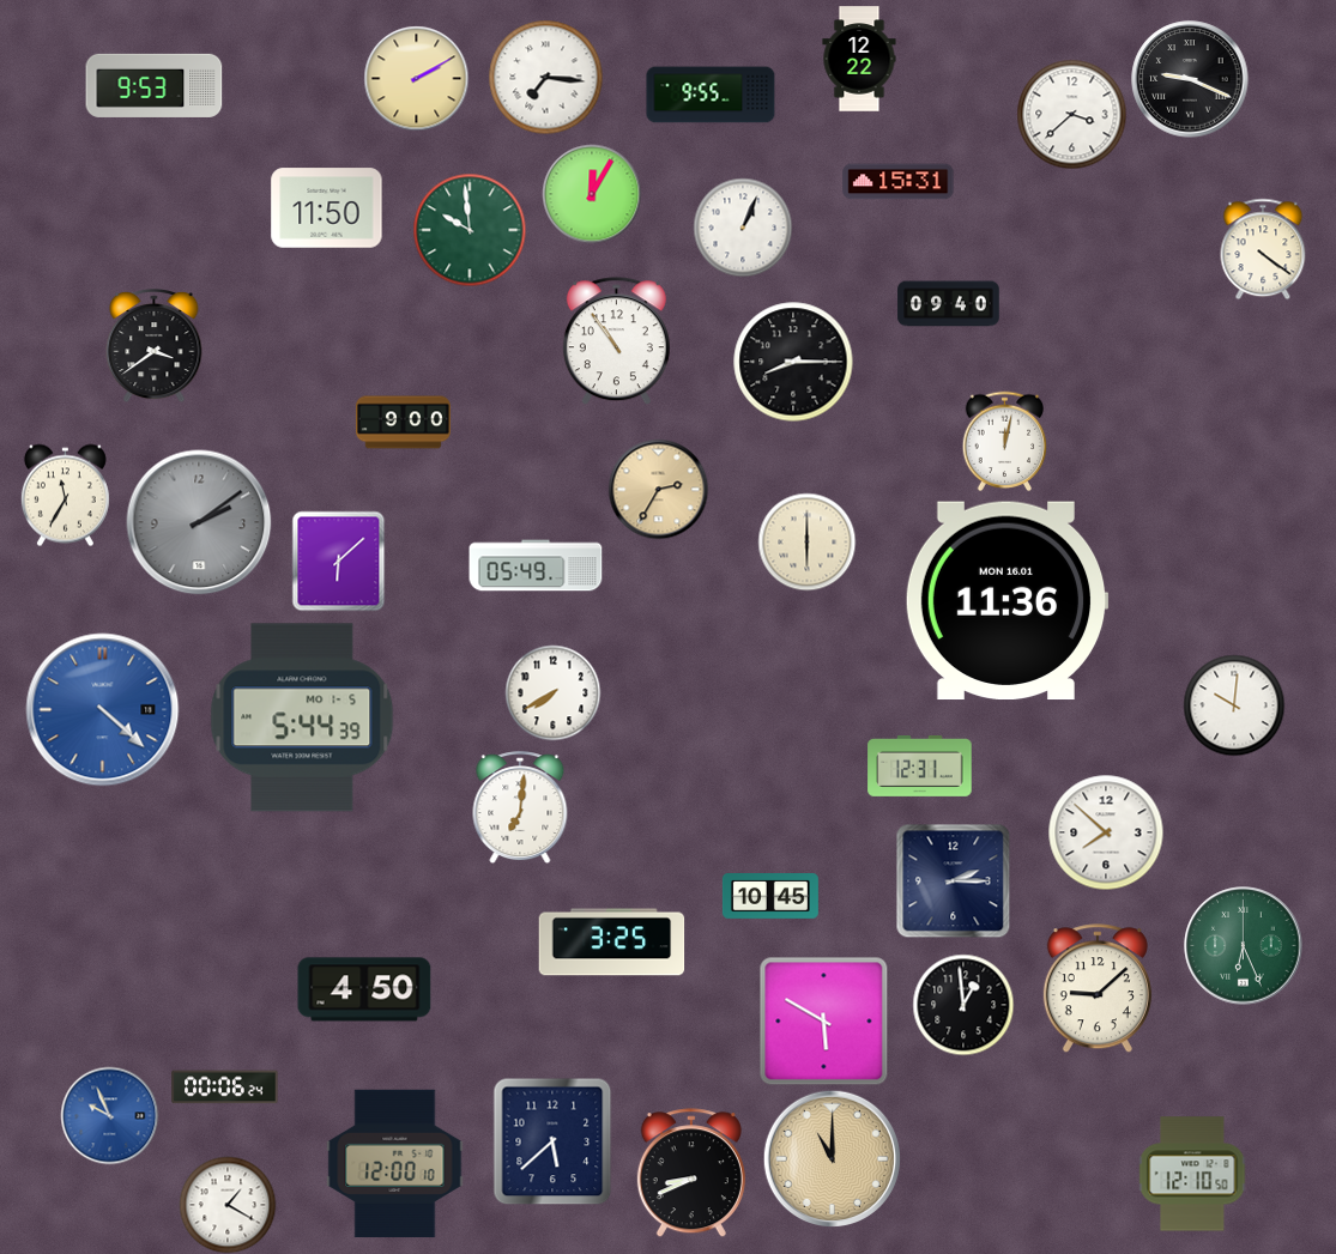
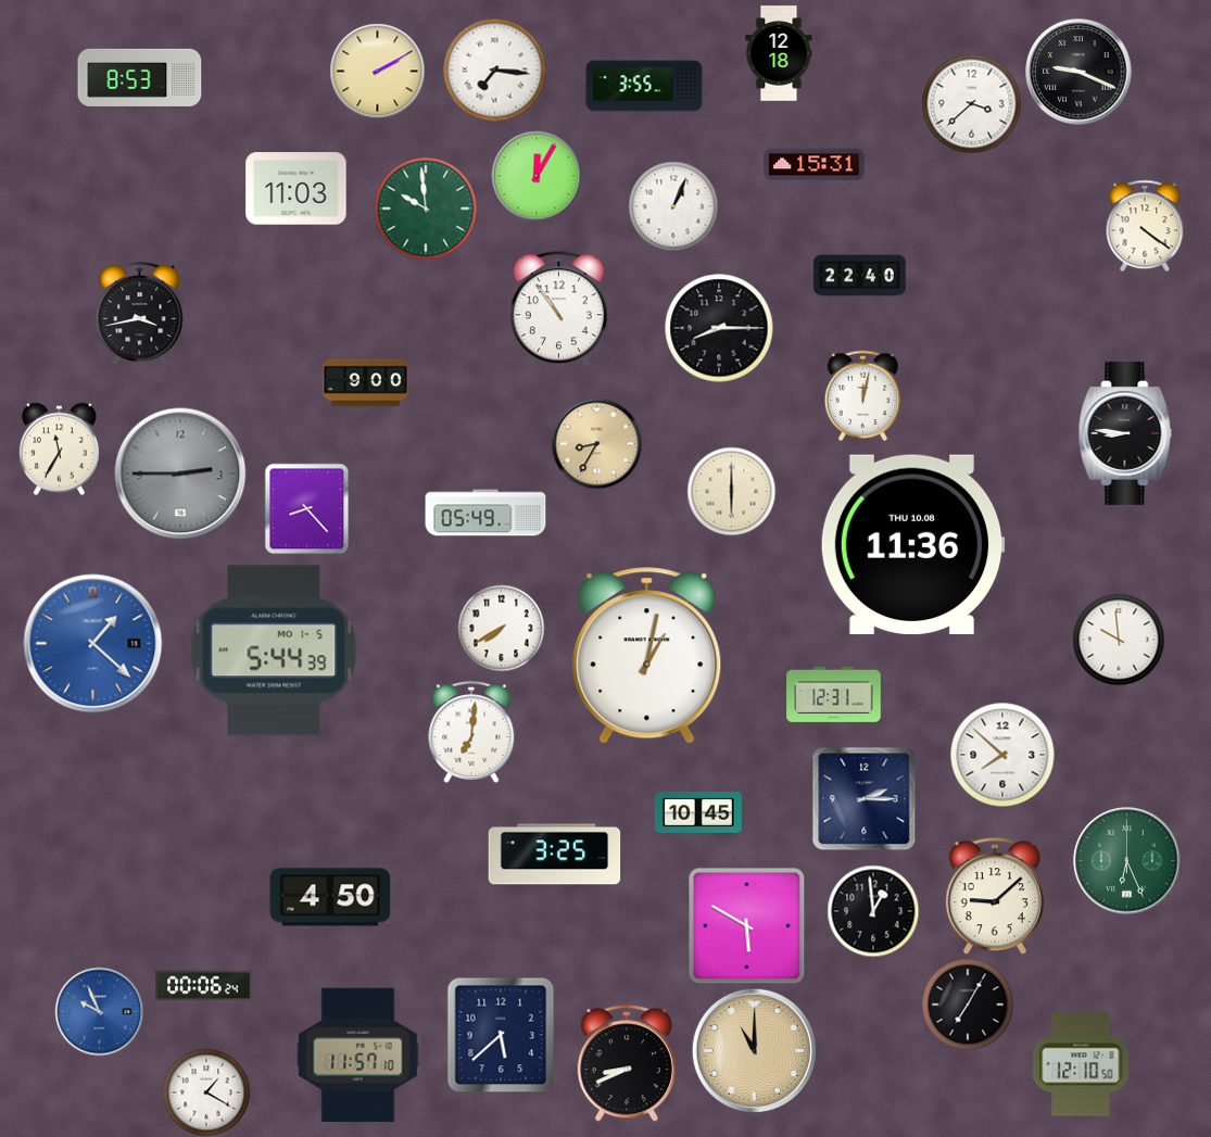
clock at (859, 59): 12:22 -> 12:18
clock at (155, 85): 9:53 -> 8:53
clock at (711, 95): 9:55 -> 3:55
clock at (327, 208): 11:50 -> 11:03
clock at (949, 304): 09:40 -> 22:40
clock at (155, 345): 3:39 -> 3:43
clock at (1005, 441) position: (1005, 441) -> (863, 395)
clock at (1125, 433): none -> 8:46
clock at (658, 489): 2:35 -> 8:35
clock at (199, 522): 2:09 -> 2:45
clock at (339, 561): 6:08 -> 8:23
clock at (1006, 601) date: MON 16.01 -> THU 10.08
clock at (1234, 705): 10:01 -> 9:59
clock at (103, 710): 4:22 -> 1:22
clock at (647, 656): none -> 1:02
clock at (1244, 946) position: (1244, 946) -> (1127, 861)
clock at (968, 1005): none -> 7:05
clock at (395, 1164): 12:00 -> 11:57
